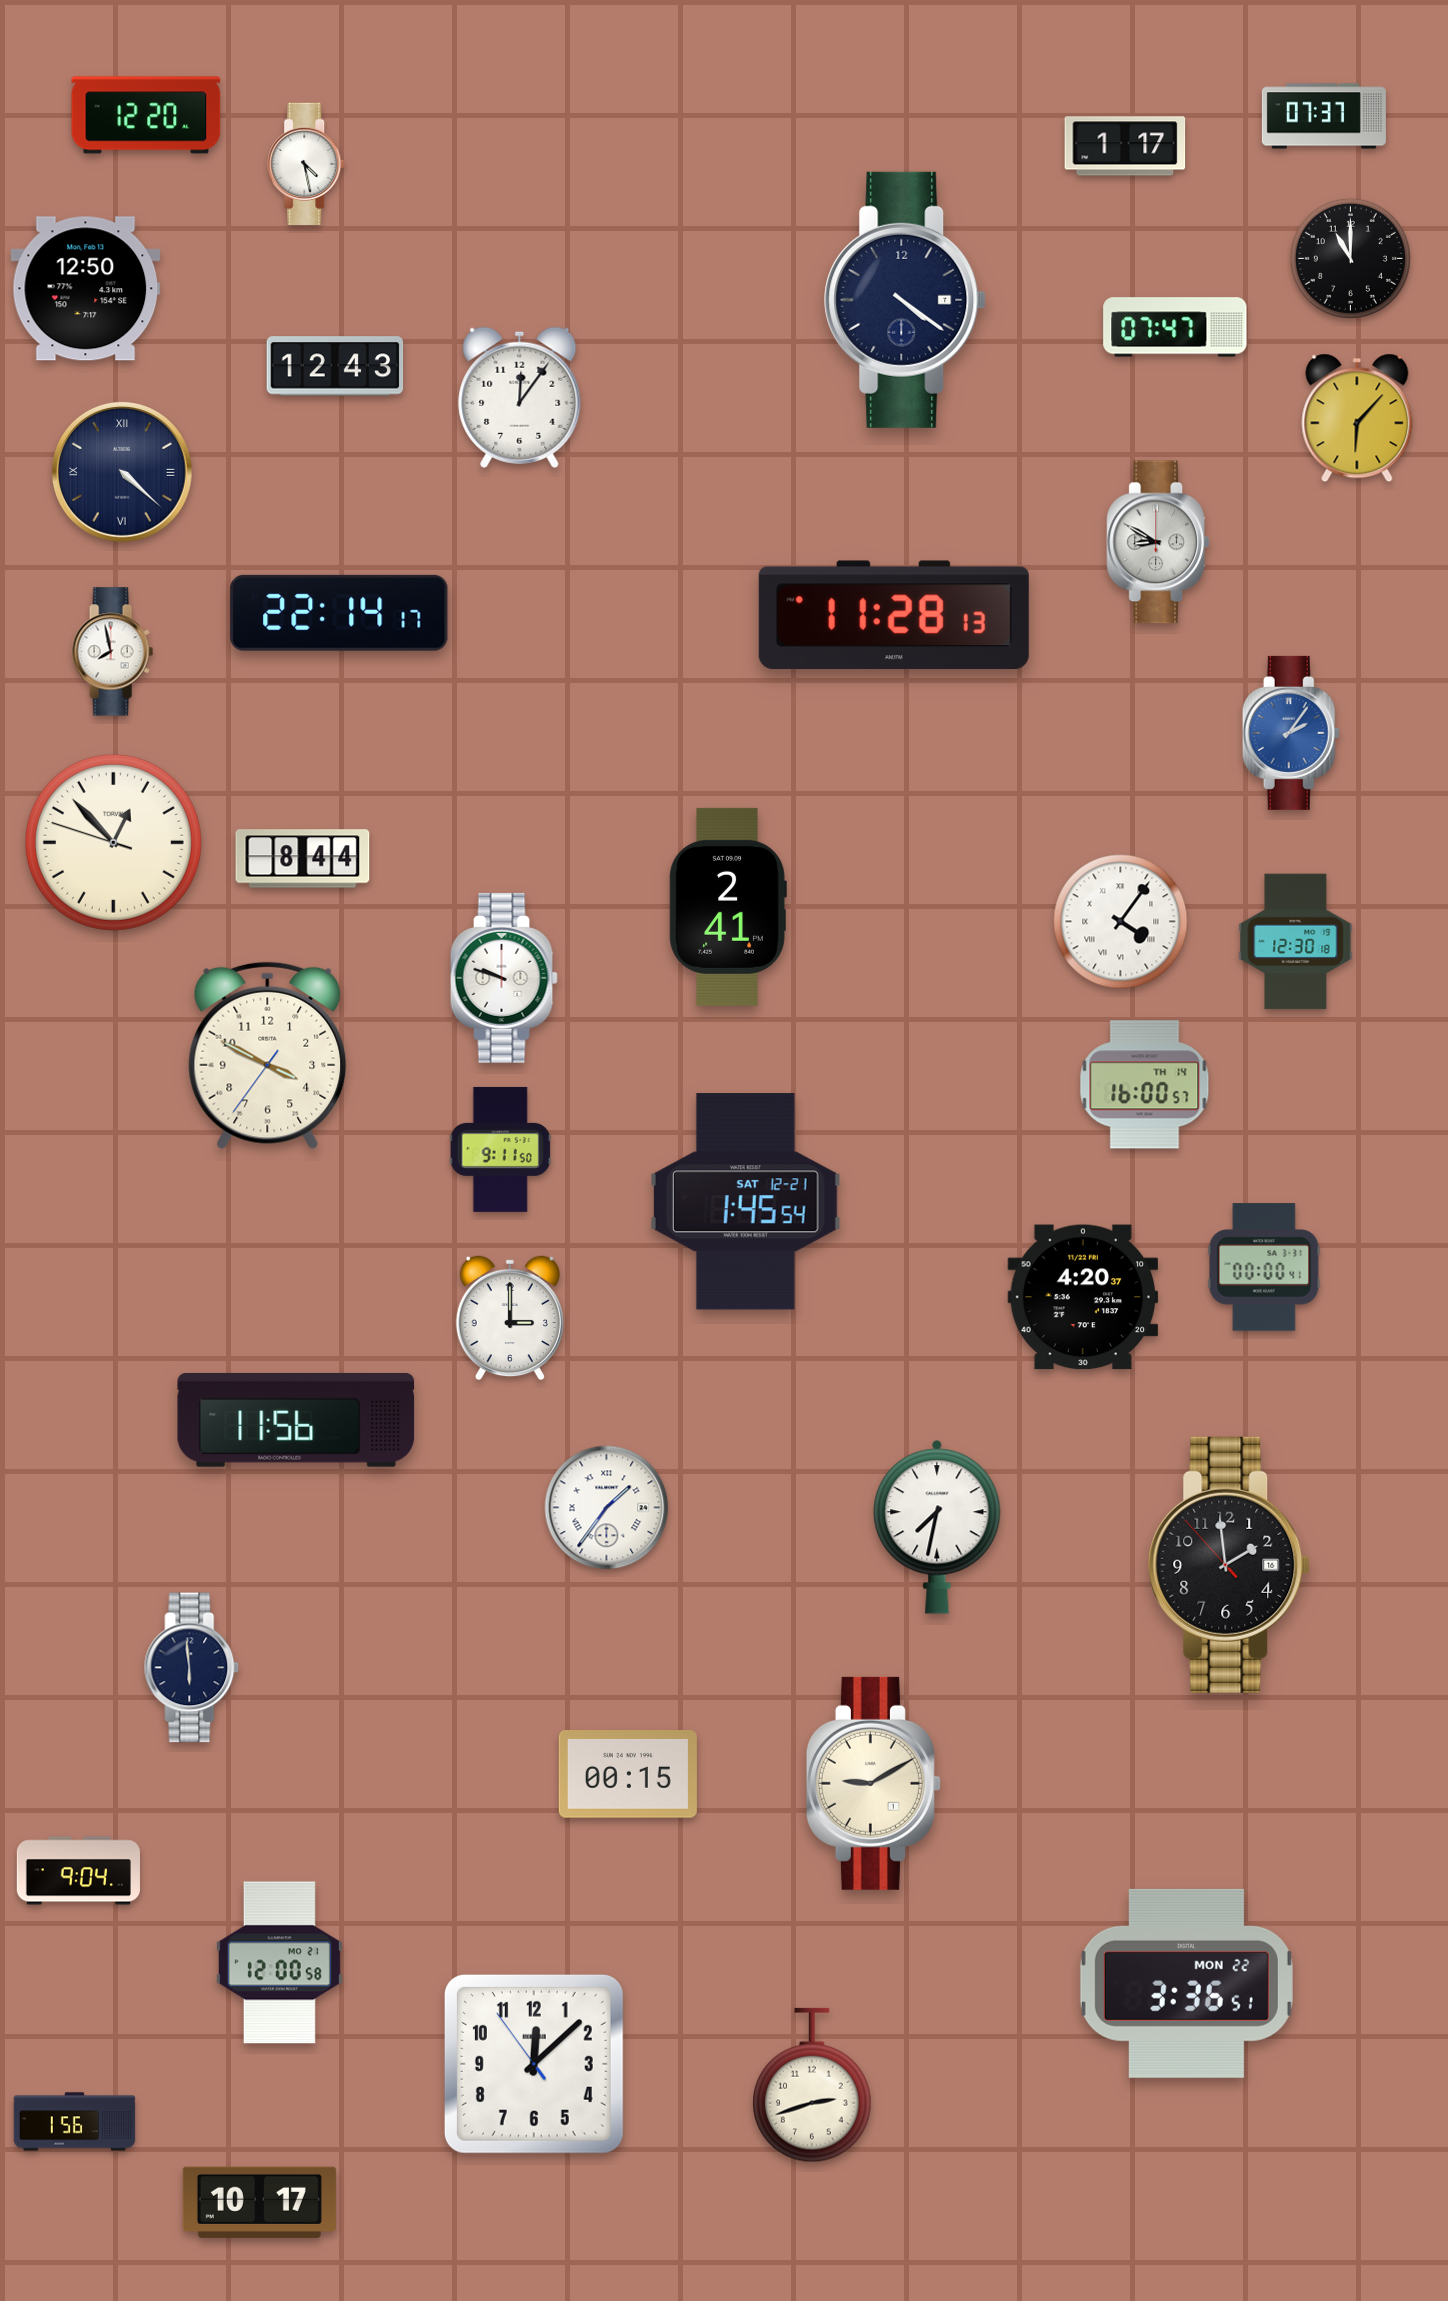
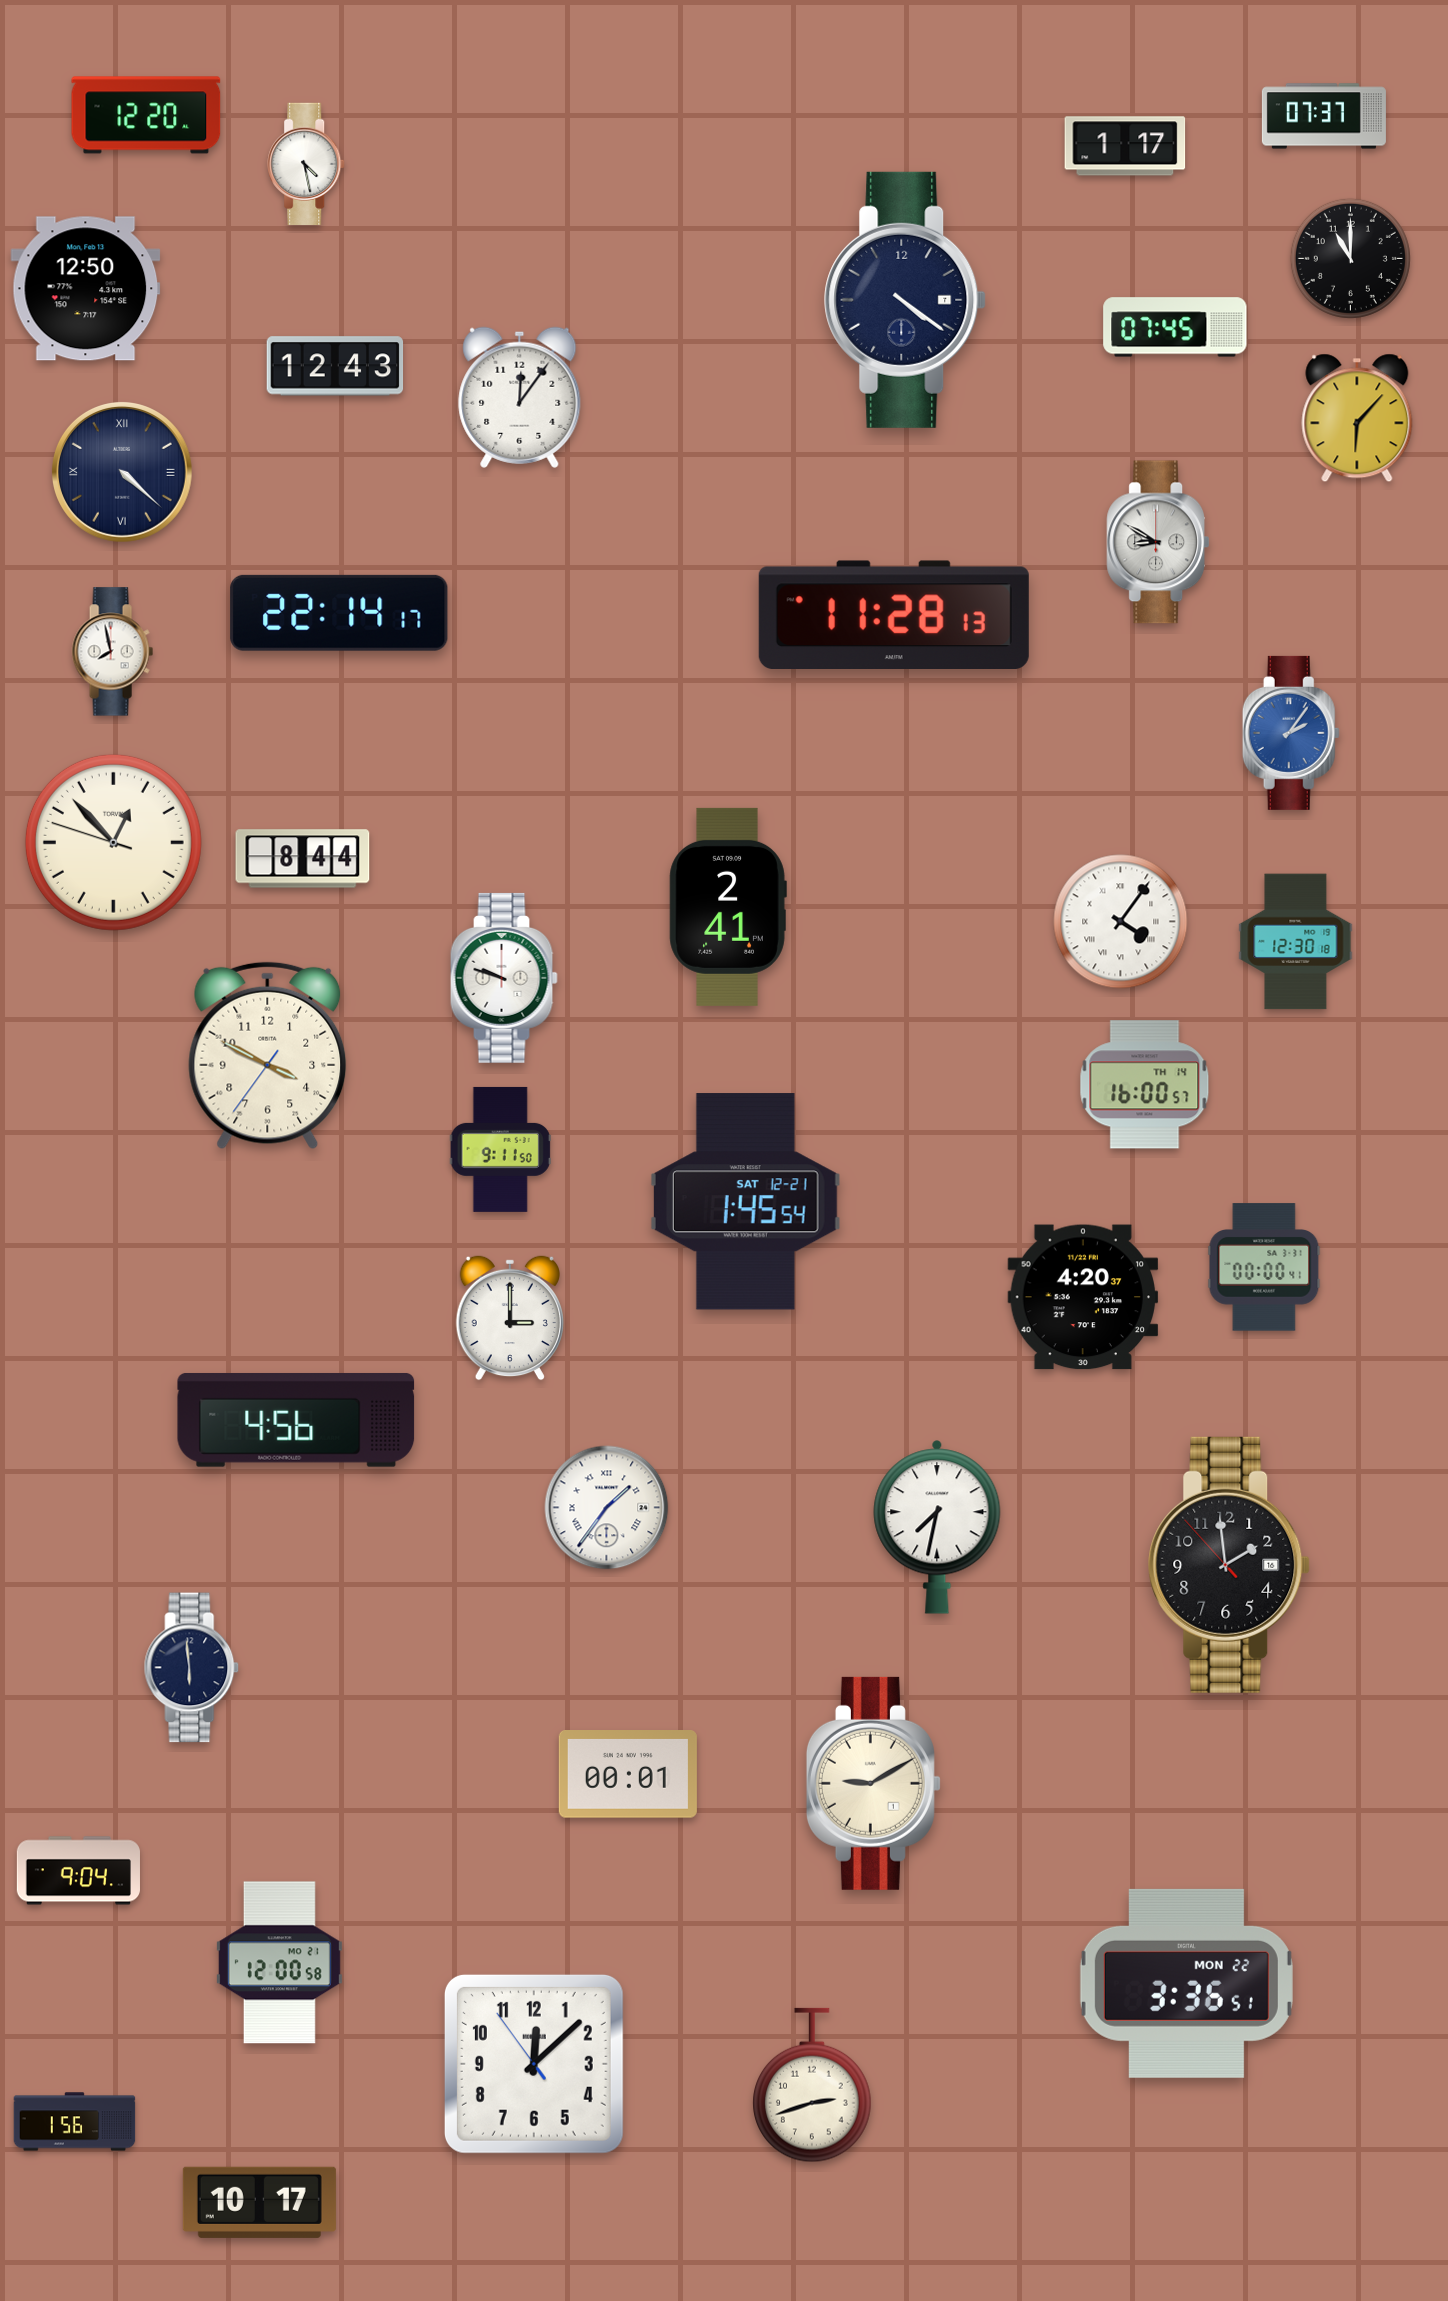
clock at (1175, 327): 07:47 -> 07:45
clock at (296, 1420): 11:56 -> 4:56
clock at (628, 1775): 00:15 -> 00:01
